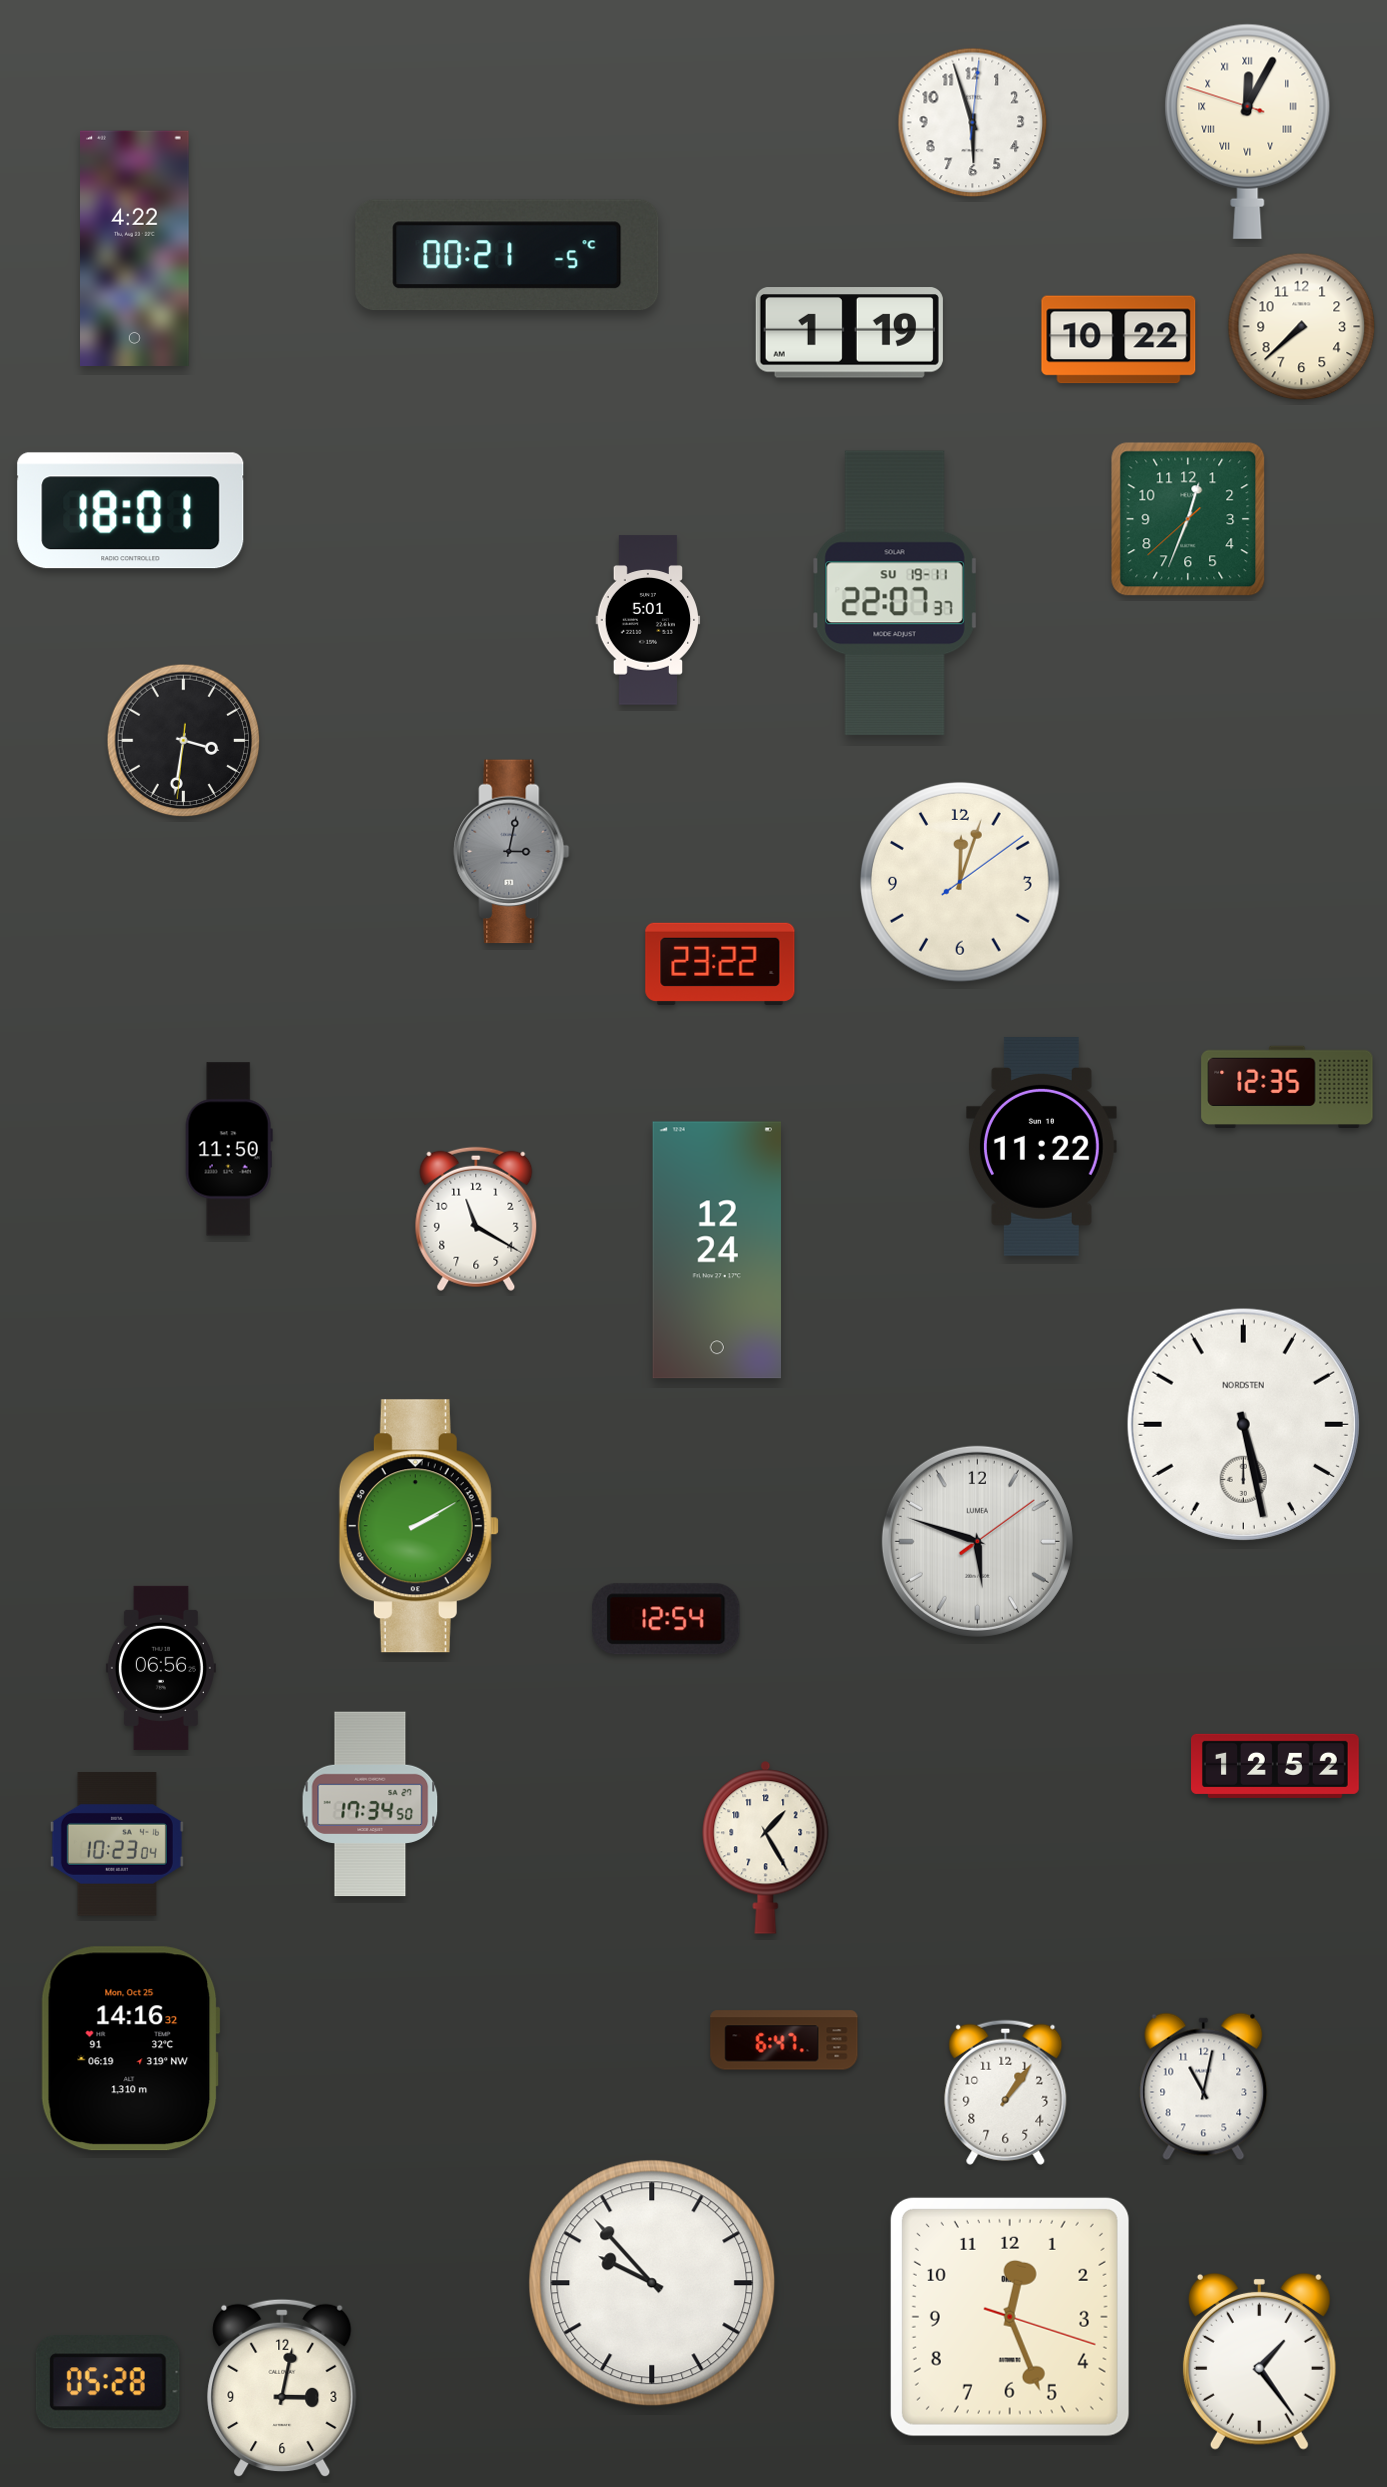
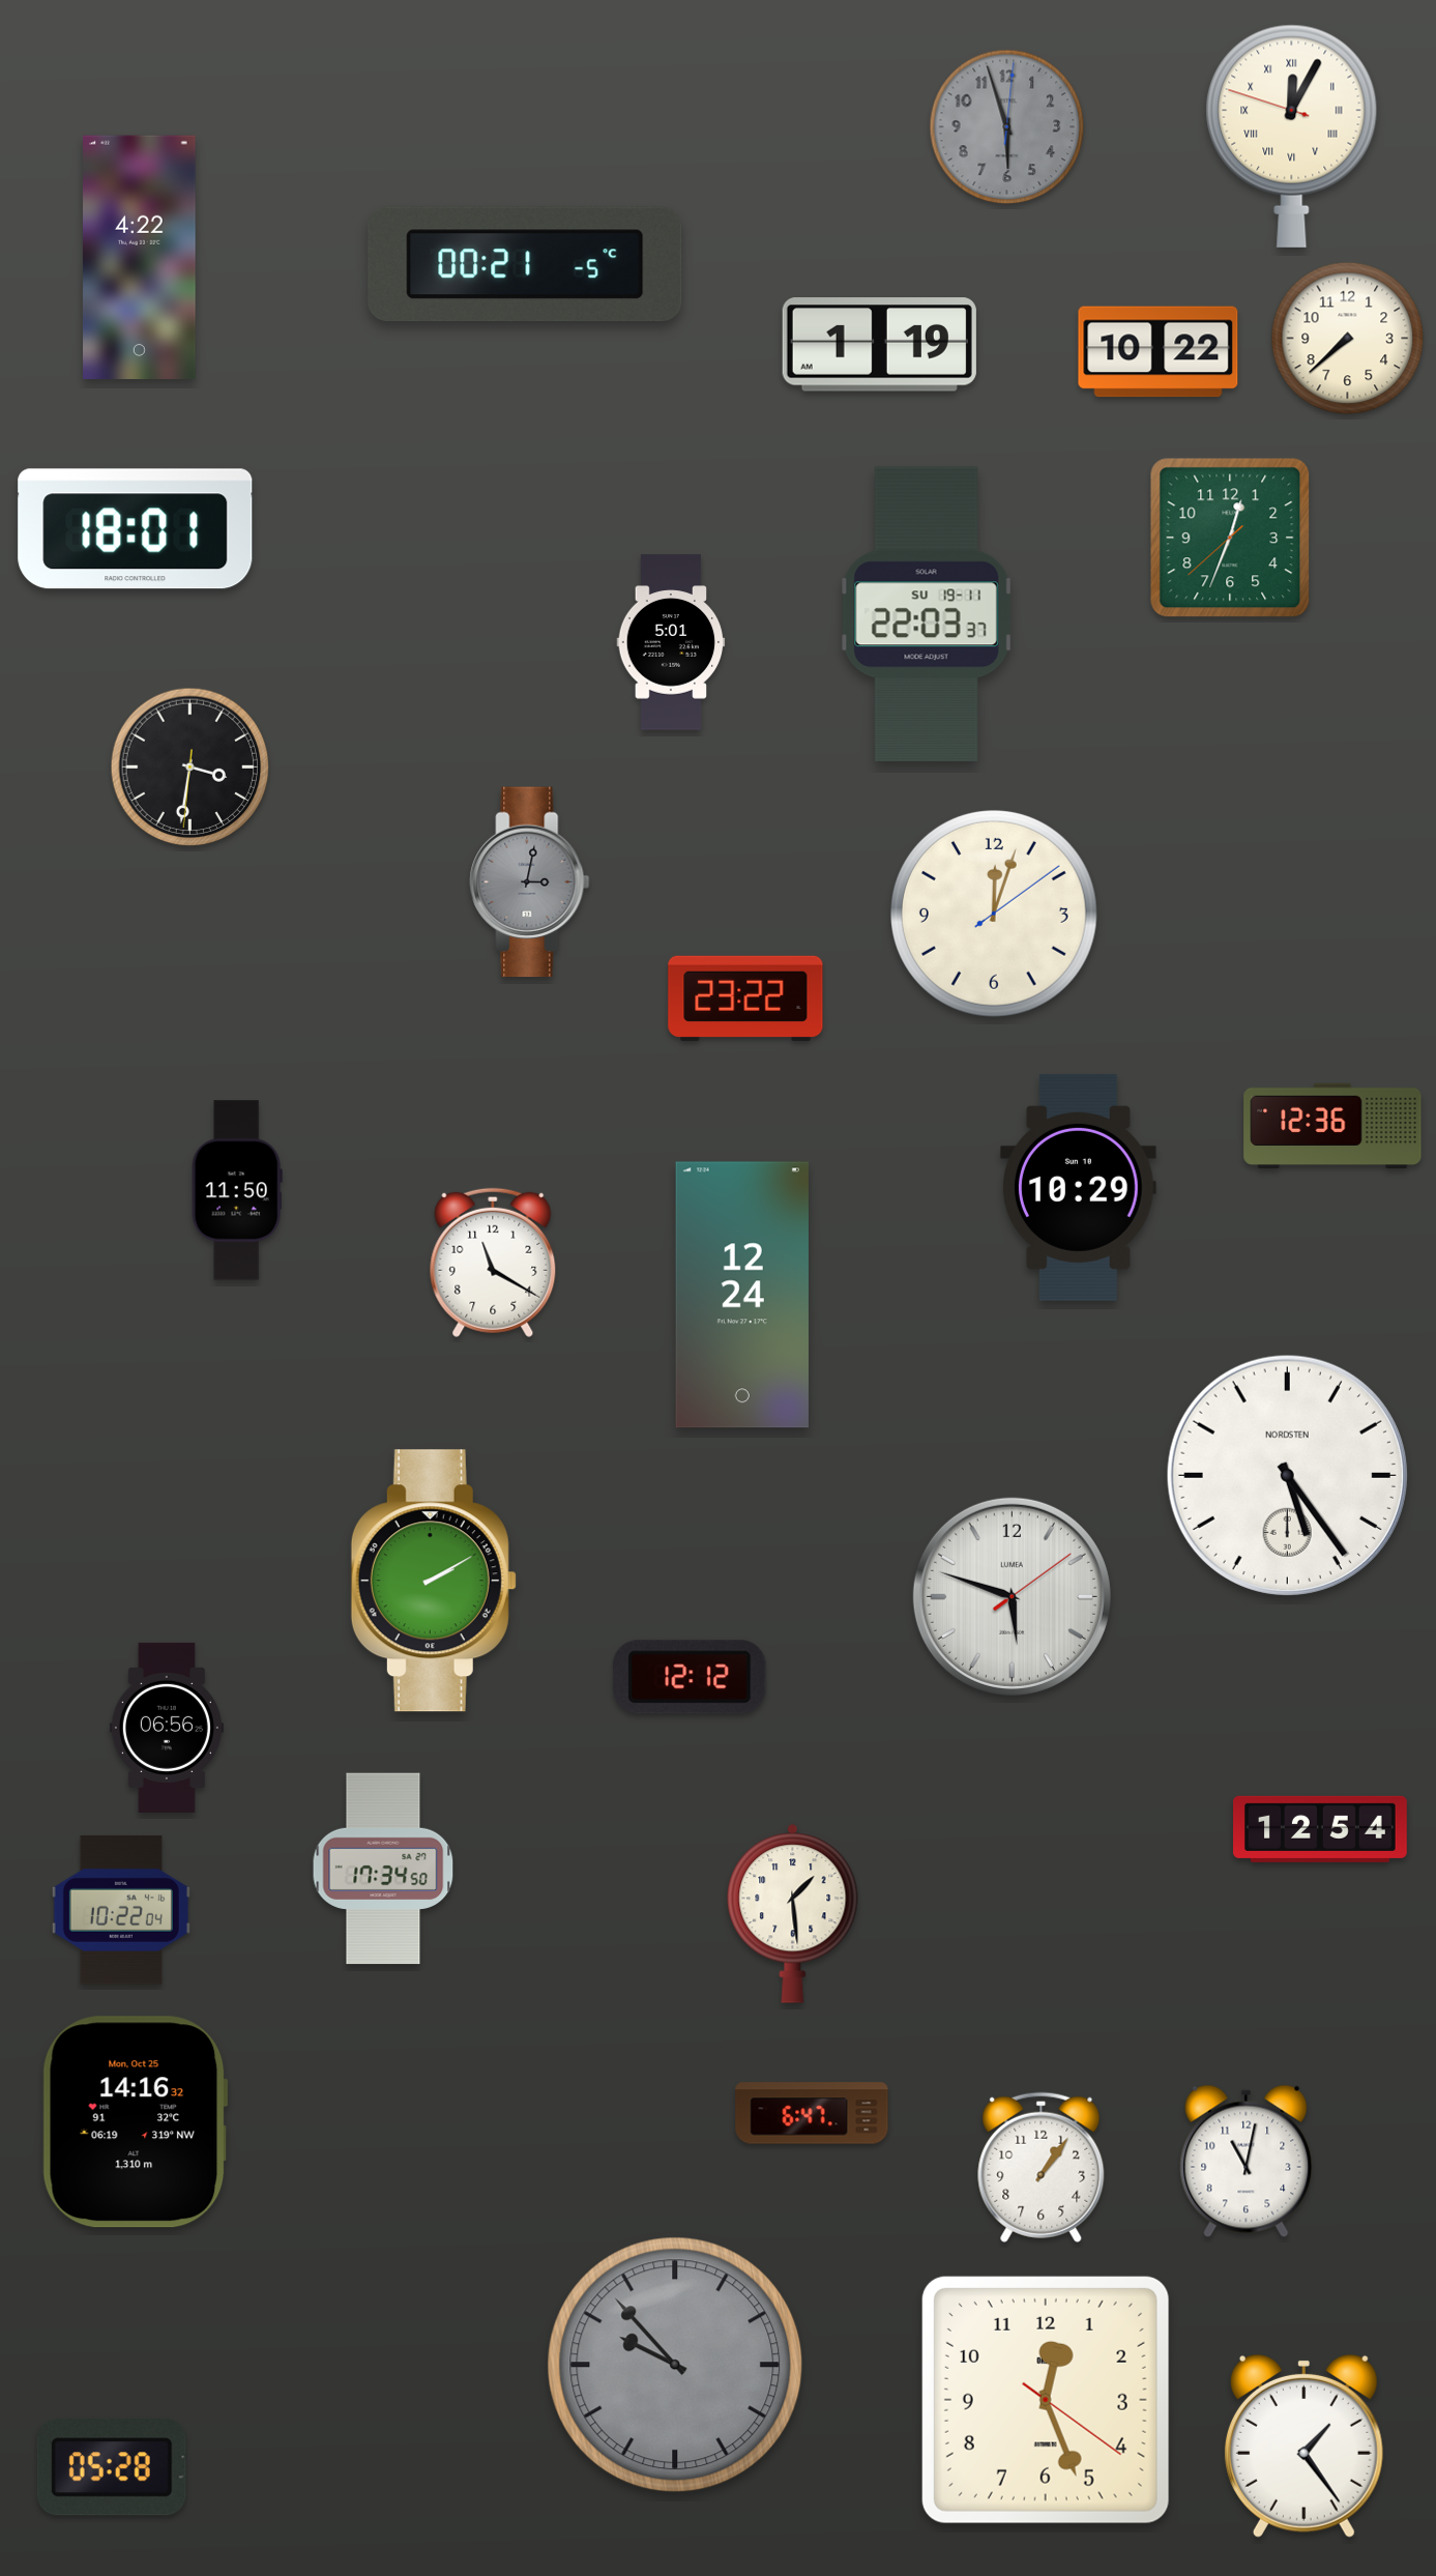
clock at (973, 123) dial: white -> grey
clock at (895, 593): 22:07 -> 22:03
clock at (1287, 1087): 12:35 -> 12:36
clock at (1041, 1146): 11:22 -> 10:29
clock at (1243, 1424): 5:28 -> 5:24
clock at (666, 1619): 12:54 -> 12:12
clock at (1276, 1766): 12:52 -> 12:54
clock at (117, 1844): 10:23 -> 10:22
clock at (766, 1848): 1:25 -> 1:29
clock at (652, 2283) dial: white -> grey
clock at (1010, 2317): 12:26:18 -> 12:26:21
clock at (282, 2388): 3:02 -> none
